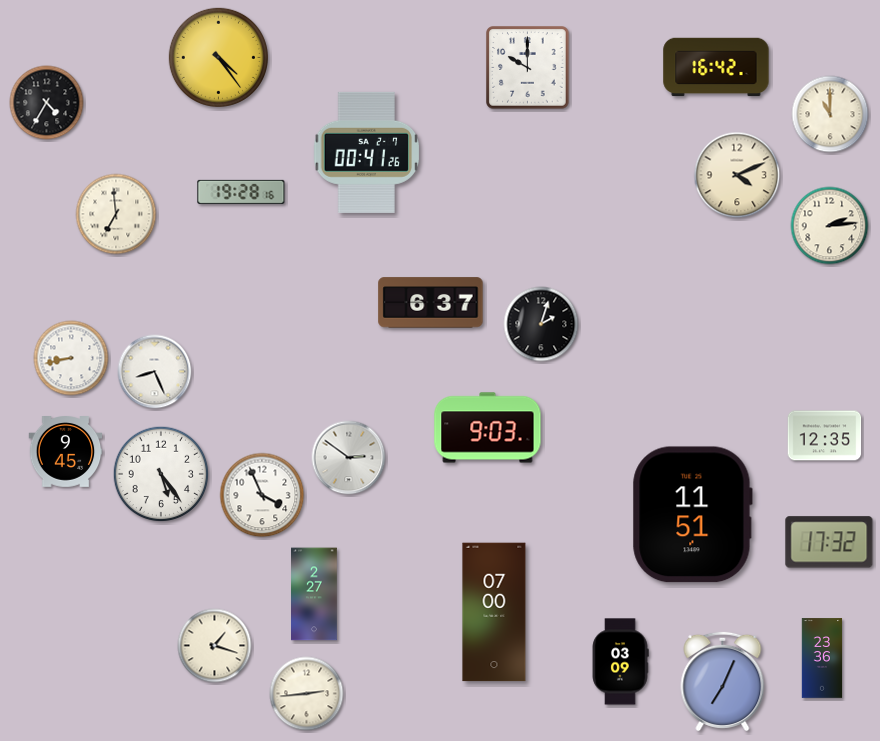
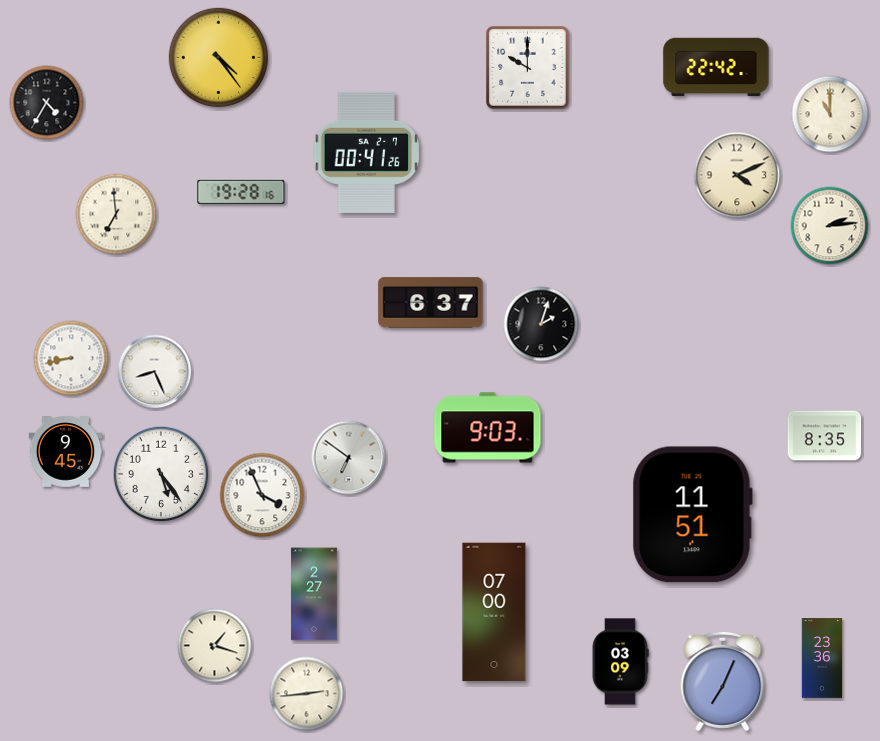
clock at (716, 67): 16:42 -> 22:42
clock at (825, 436): 12:35 -> 8:35
clock at (349, 458): 2:51 -> 6:51
clock at (829, 542): 17:32 -> none
